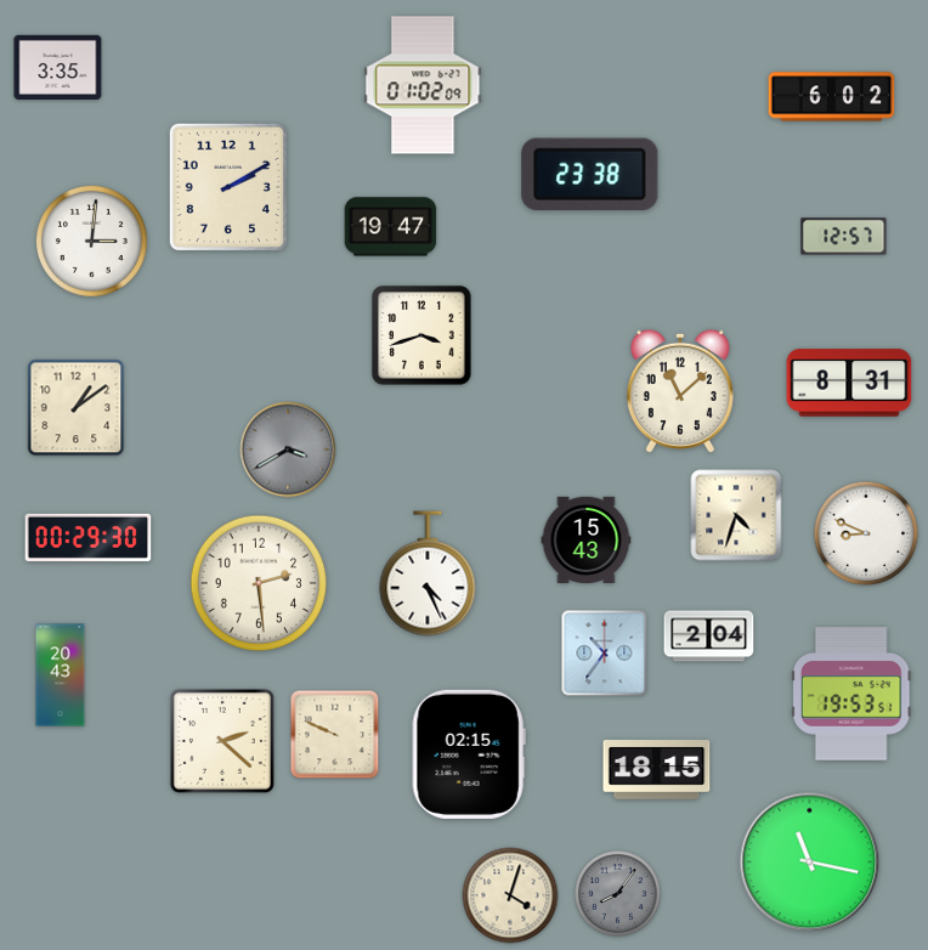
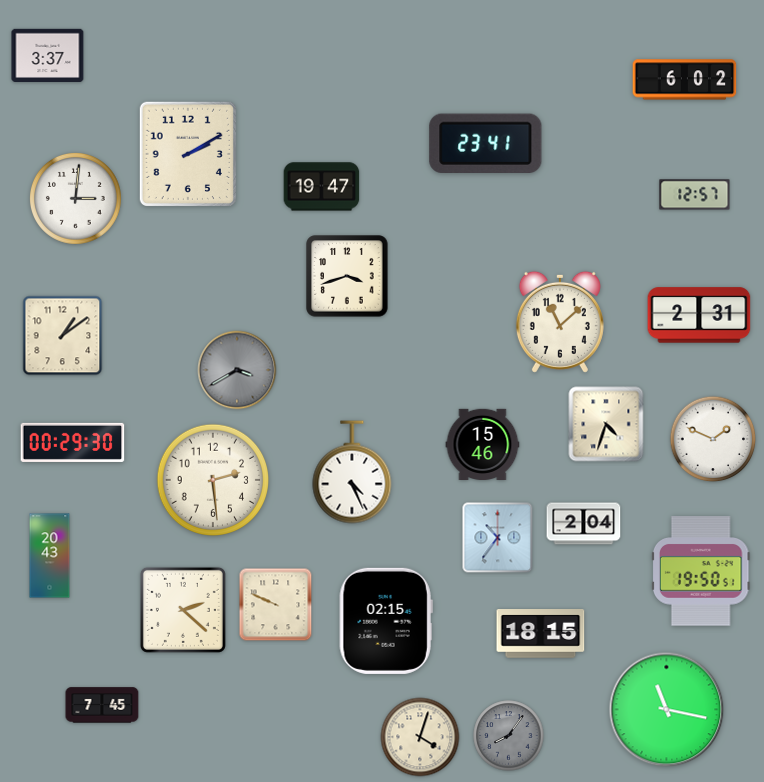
clock at (58, 67): 3:35 -> 3:37
clock at (423, 85): 01:02 -> none
clock at (590, 174): 23:38 -> 23:41
clock at (849, 383): 8:31 -> 2:31
clock at (866, 533): 8:49 -> 1:49
clock at (587, 539): 15:43 -> 15:46
clock at (851, 694): 19:53 -> 19:50
clock at (102, 705): none -> 7:45
